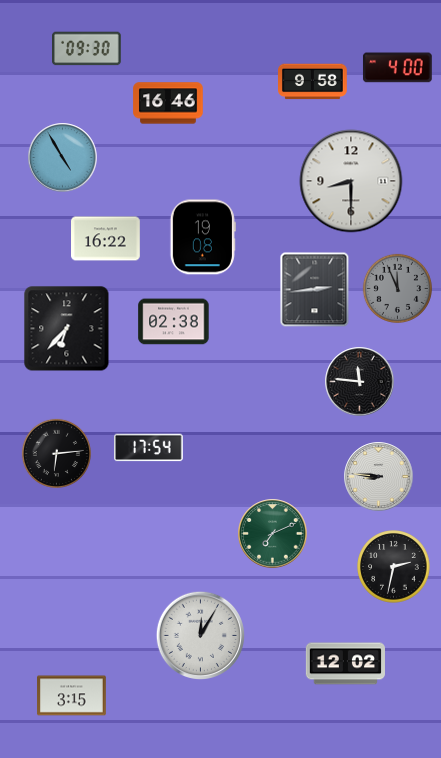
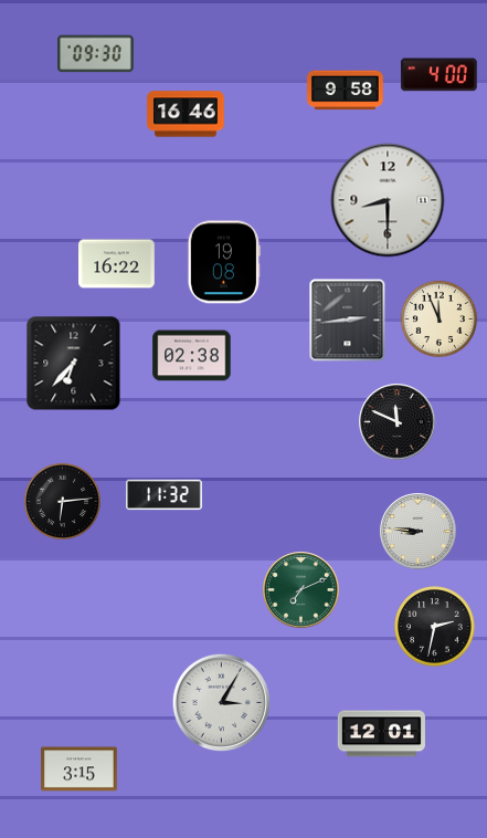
clock at (63, 158): 4:55 -> none
clock at (397, 288) dial: grey -> cream
clock at (360, 382): 11:46 -> 11:49
clock at (149, 448): 17:54 -> 11:32
clock at (379, 477) position: (379, 477) -> (419, 532)
clock at (200, 635): 12:05 -> 3:05
clock at (345, 664): 12:02 -> 12:01
